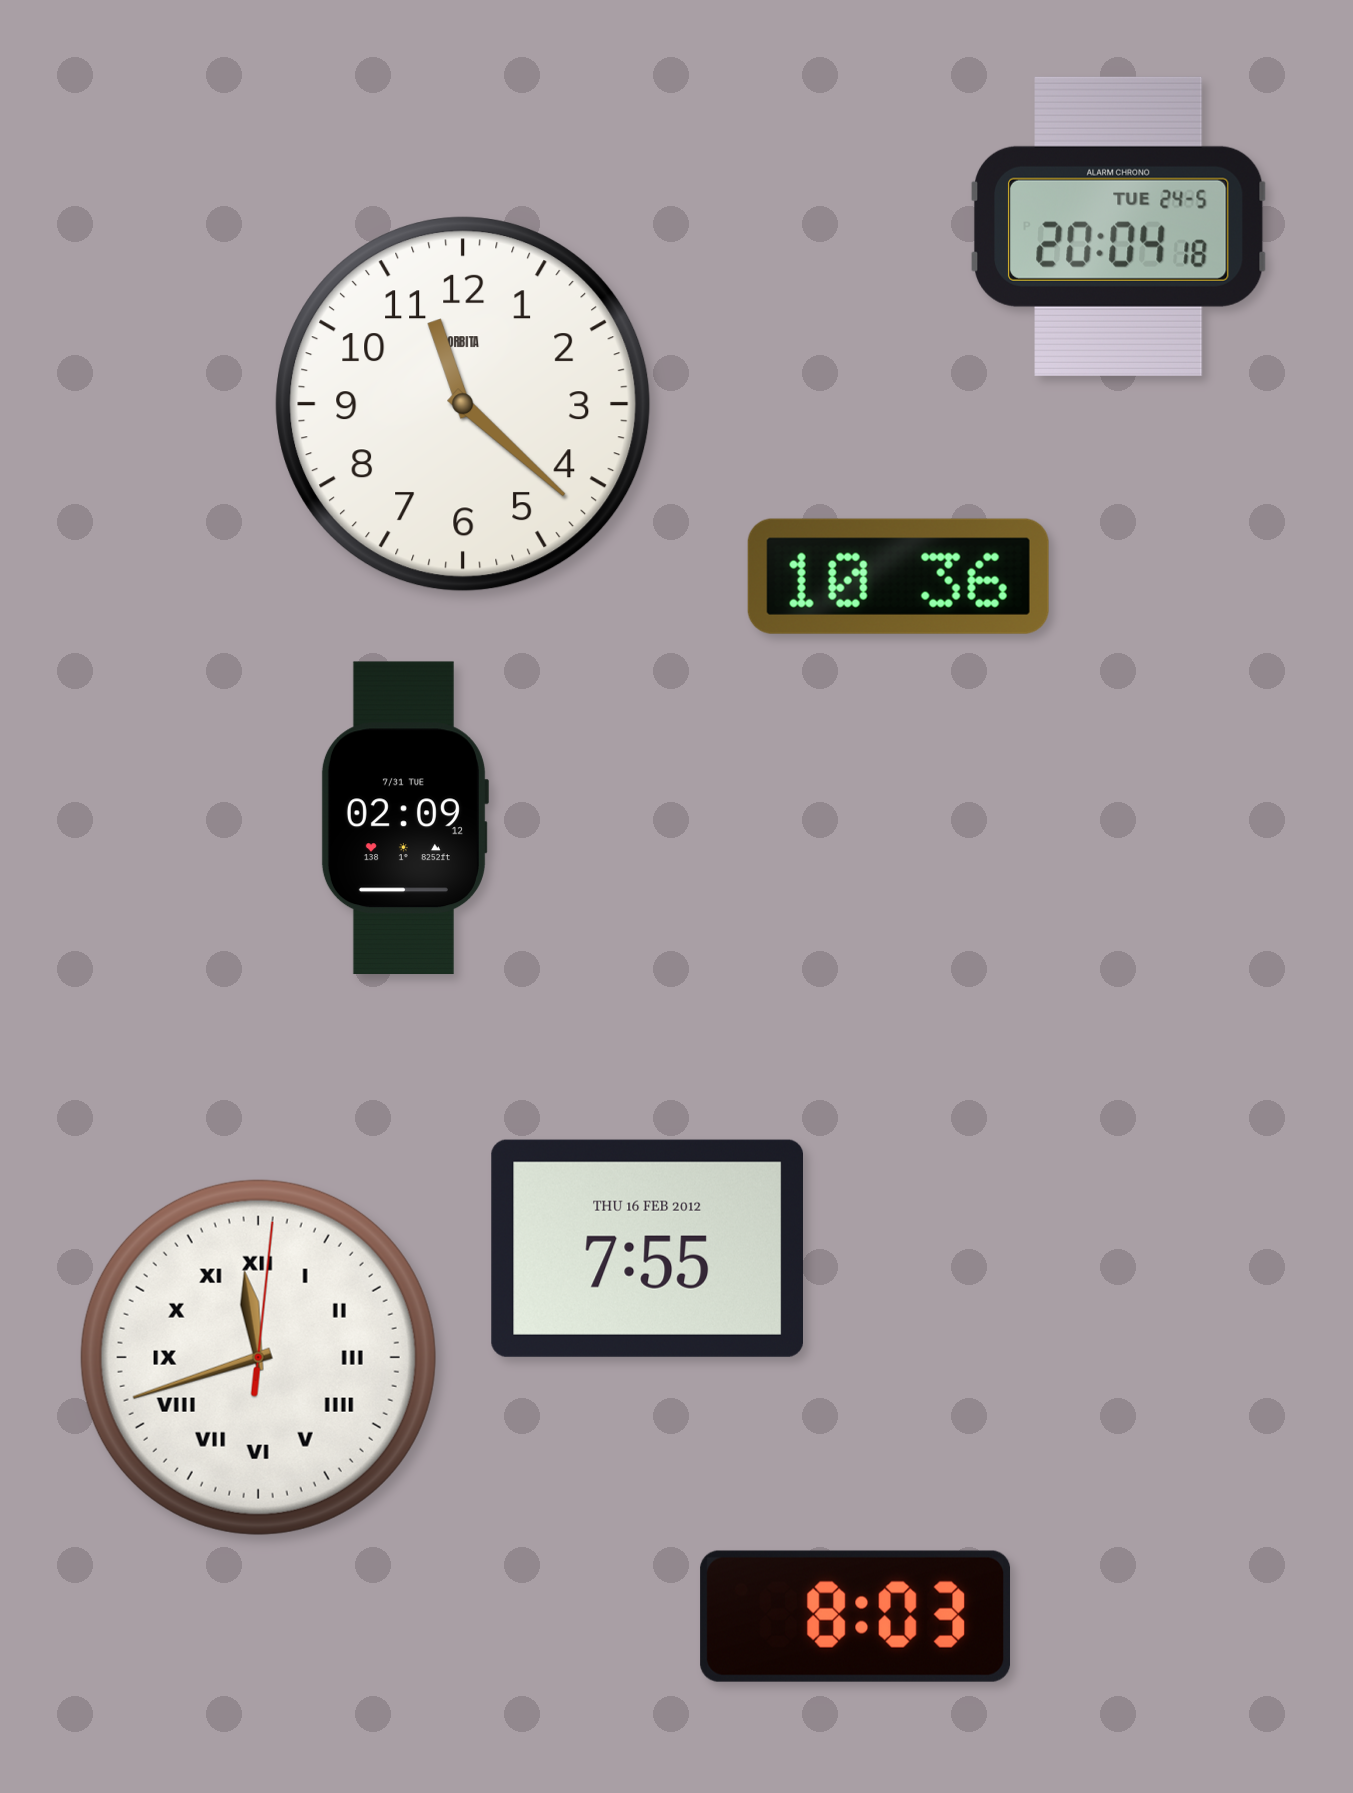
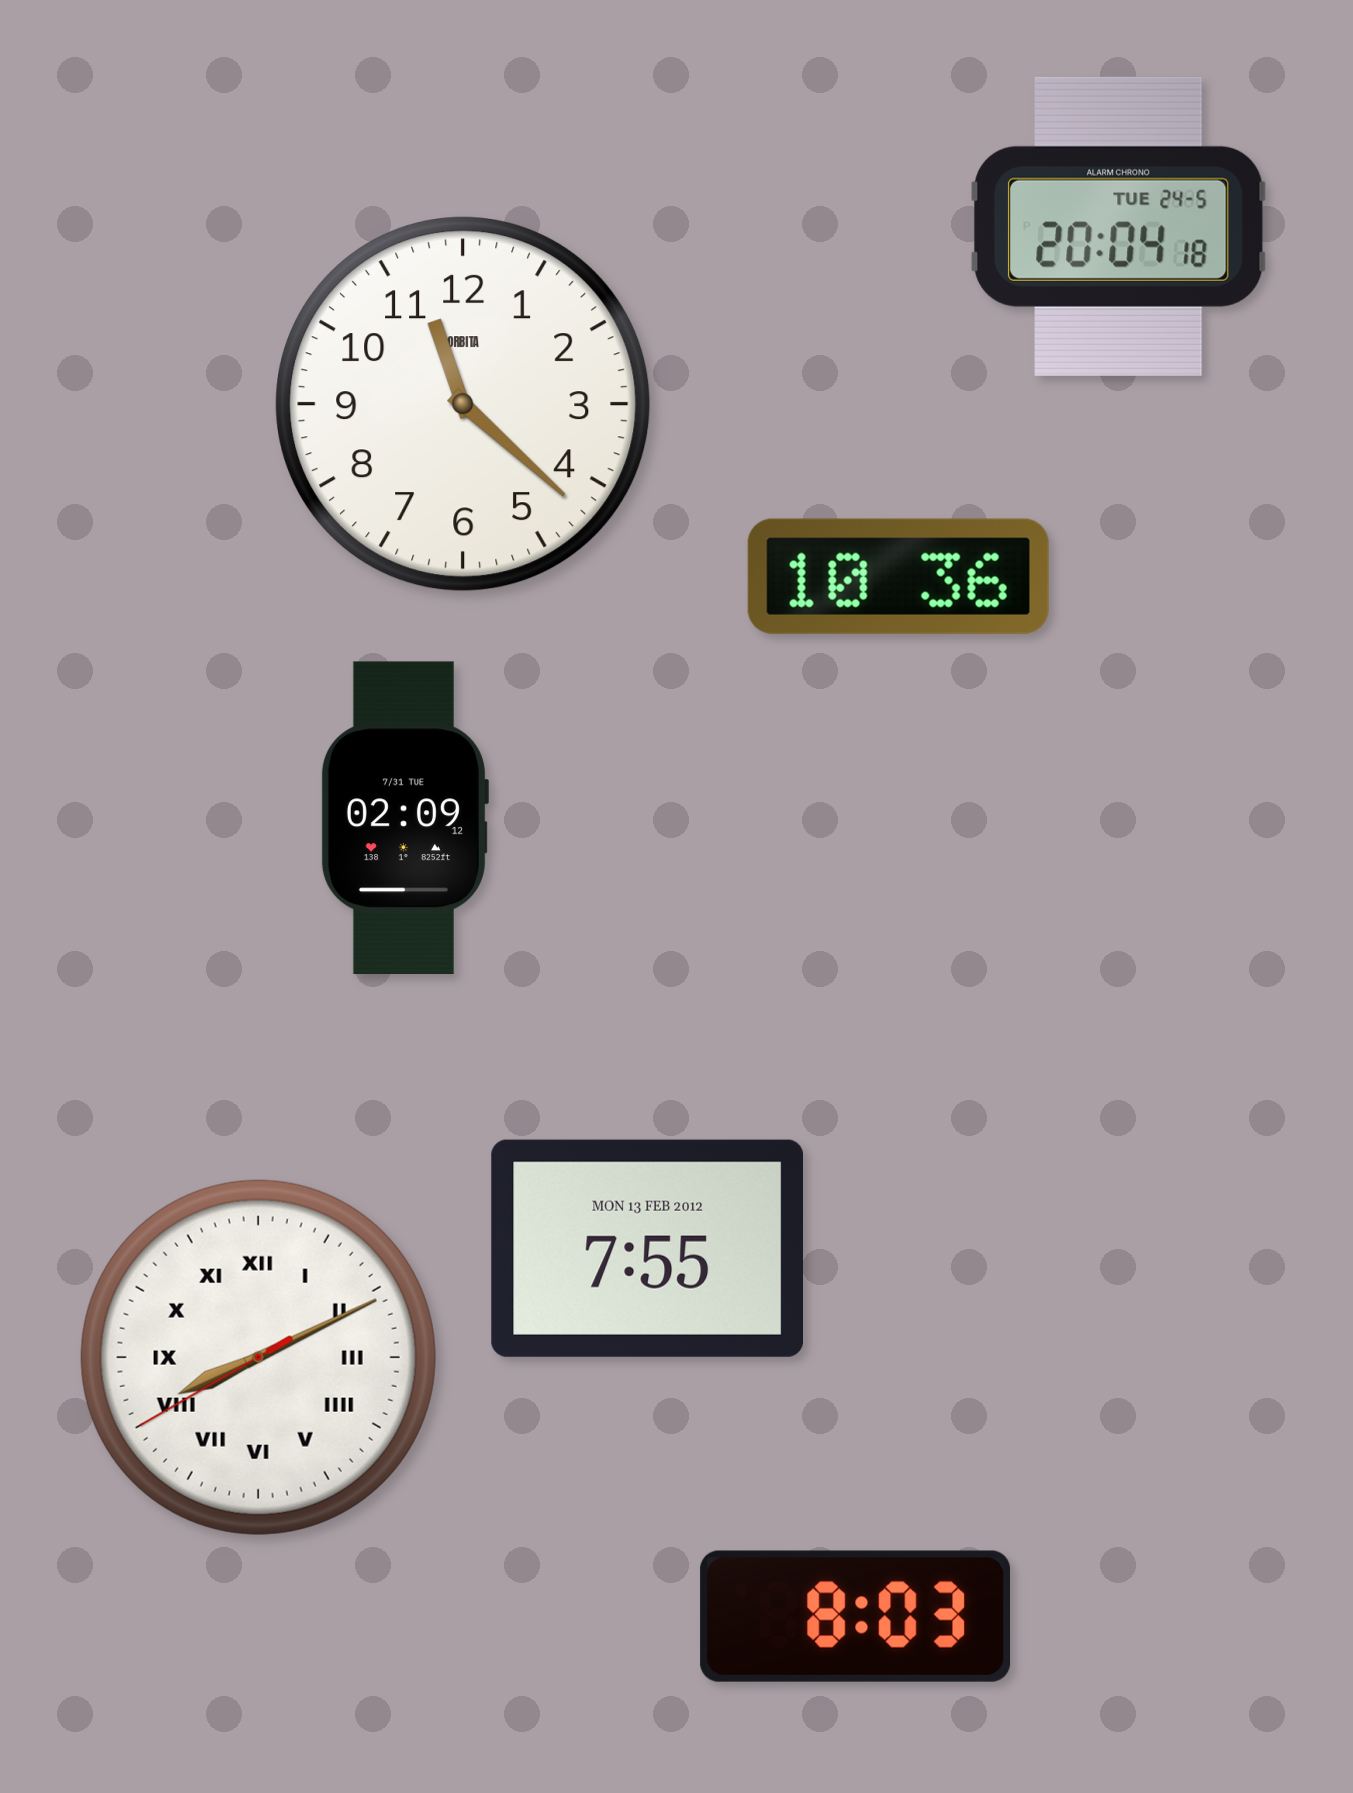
clock at (647, 1248) date: THU 16 FEB 2012 -> MON 13 FEB 2012
clock at (258, 1357): 11:42 -> 8:10
